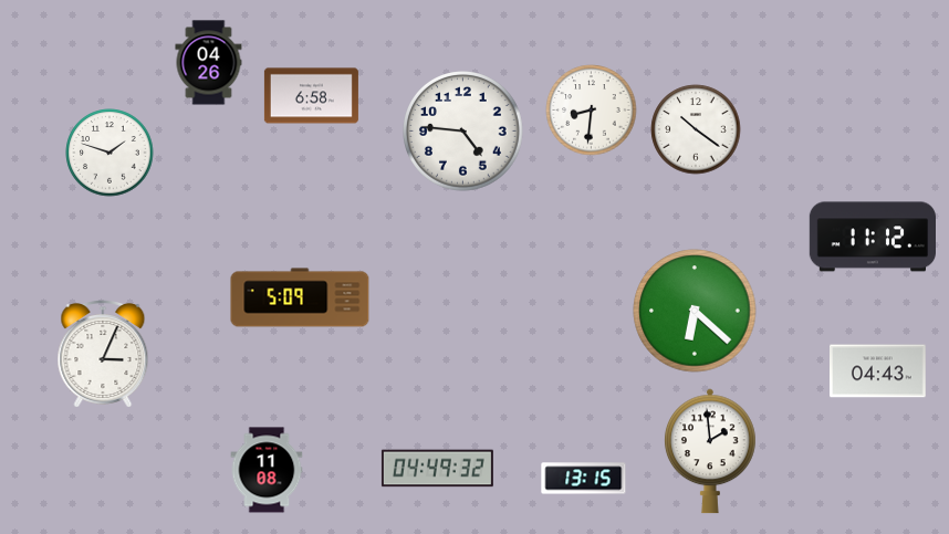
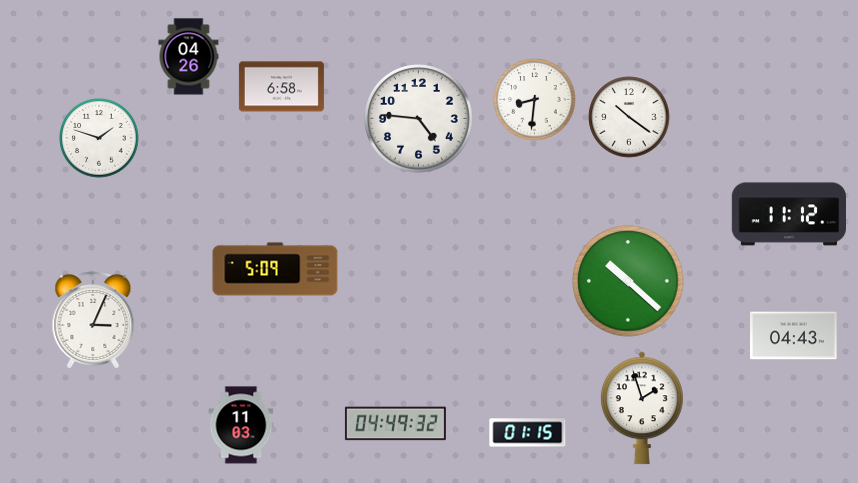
clock at (300, 297) position: (300, 297) -> (275, 269)
clock at (695, 311): 6:22 -> 10:22
clock at (710, 451): 1:59 -> 1:57
clock at (267, 470): 11:08 -> 11:03
clock at (584, 479): 13:15 -> 01:15
